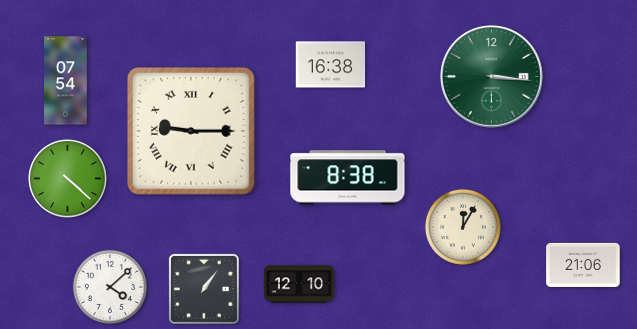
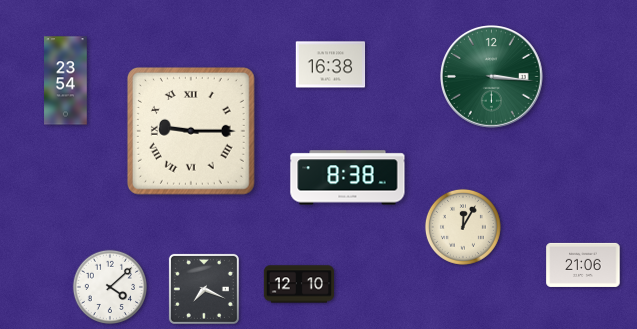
clock at (66, 81): 07:54 -> 23:54
clock at (68, 179): 4:22 -> none
clock at (204, 289): 1:06 -> 7:19
